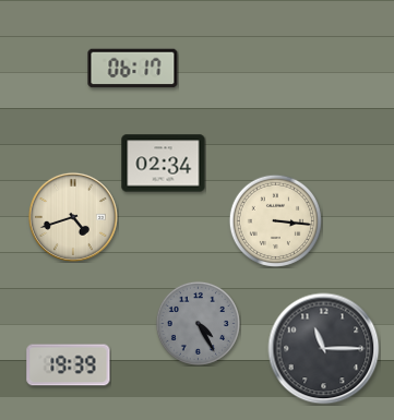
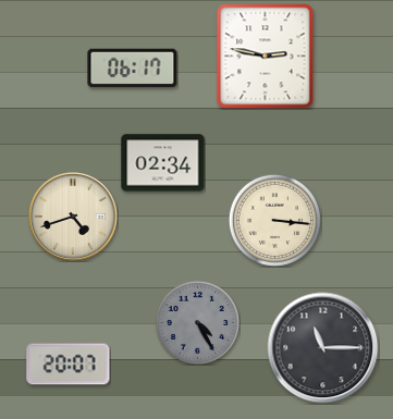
clock at (266, 57): none -> 2:47
clock at (69, 365): 19:39 -> 20:07
